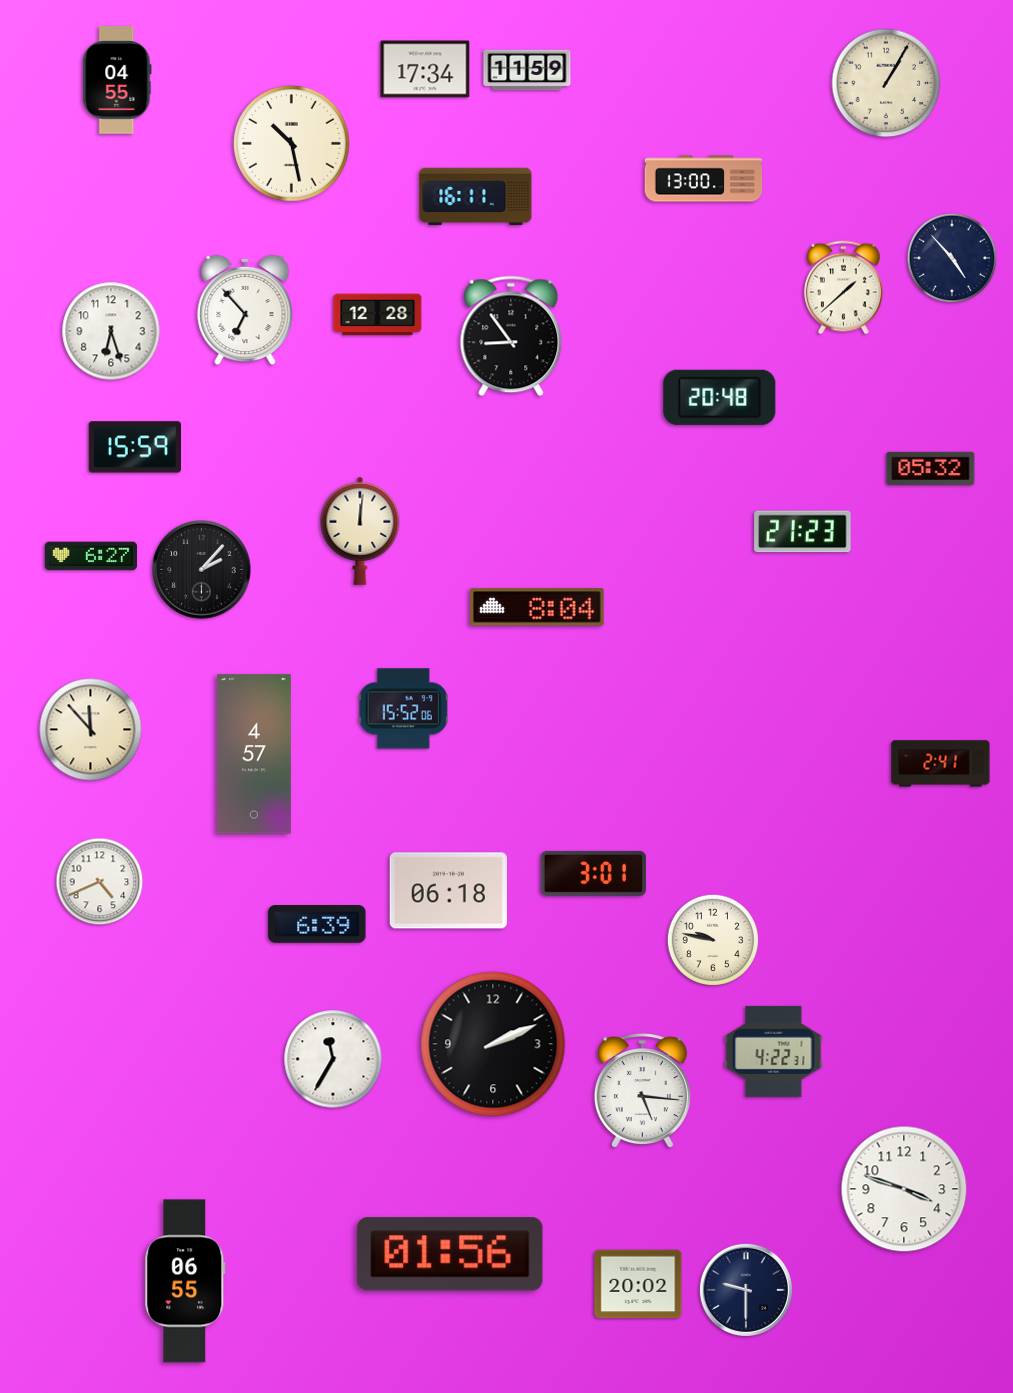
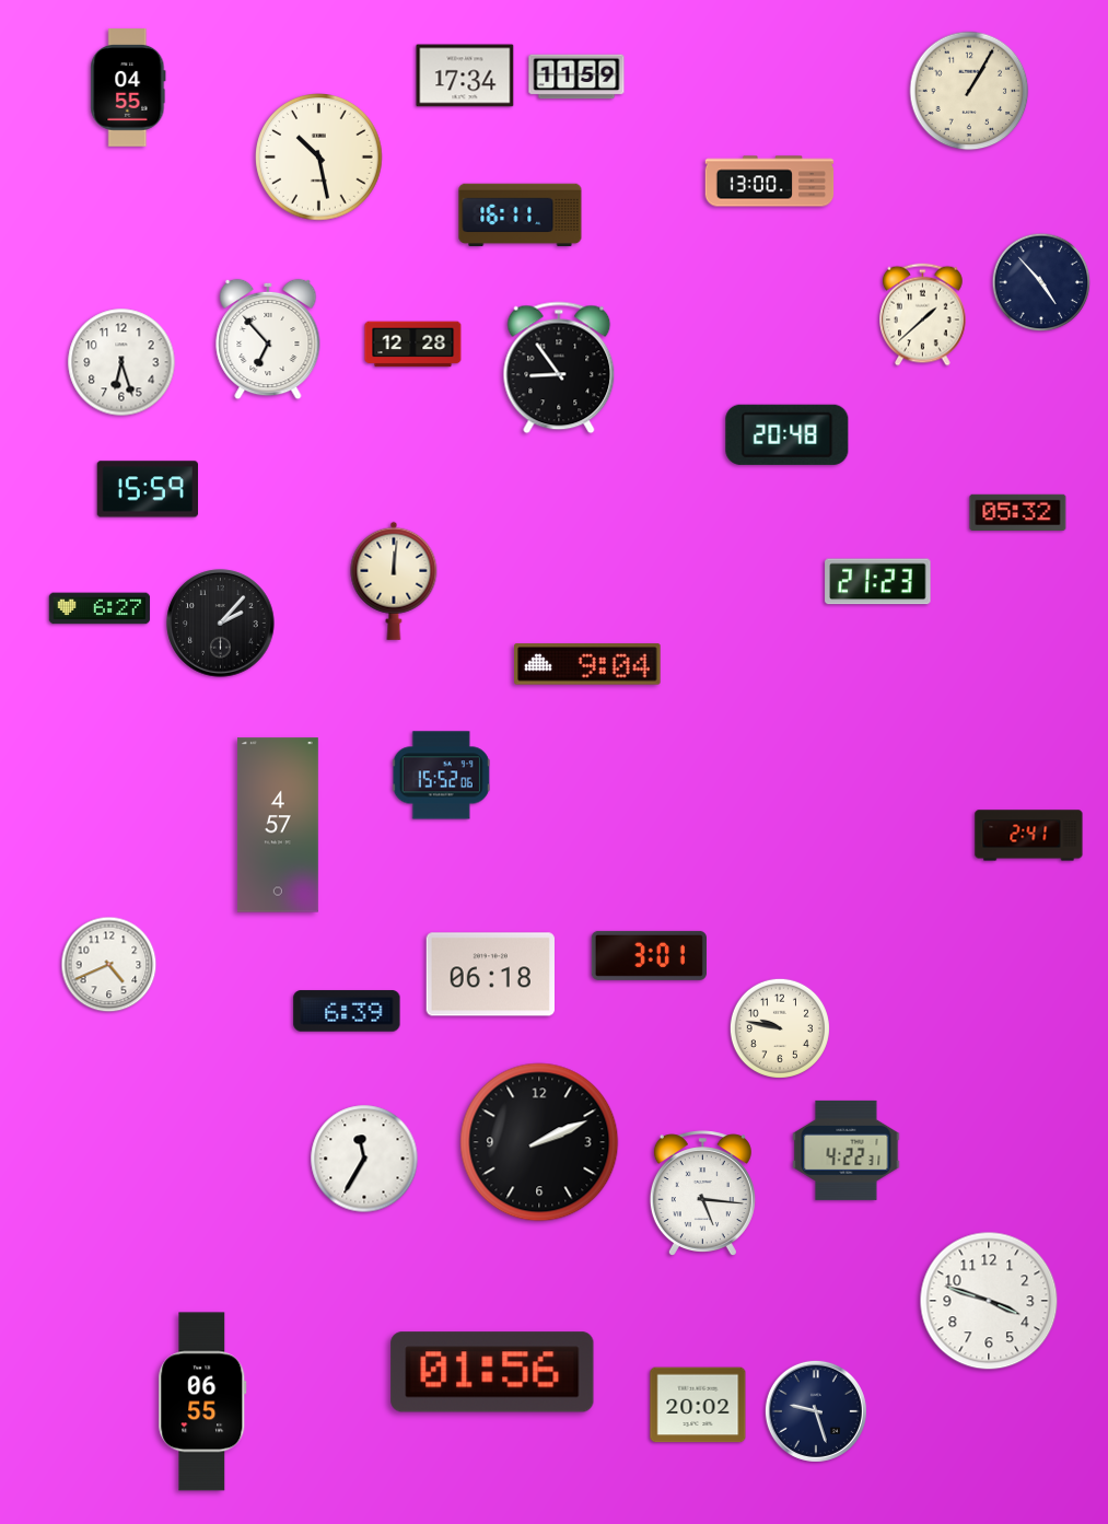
clock at (704, 179) position: (704, 179) -> (770, 182)
clock at (538, 607): 8:04 -> 9:04
clock at (91, 730): 11:53 -> none
clock at (746, 1290): 9:30 -> 9:27
